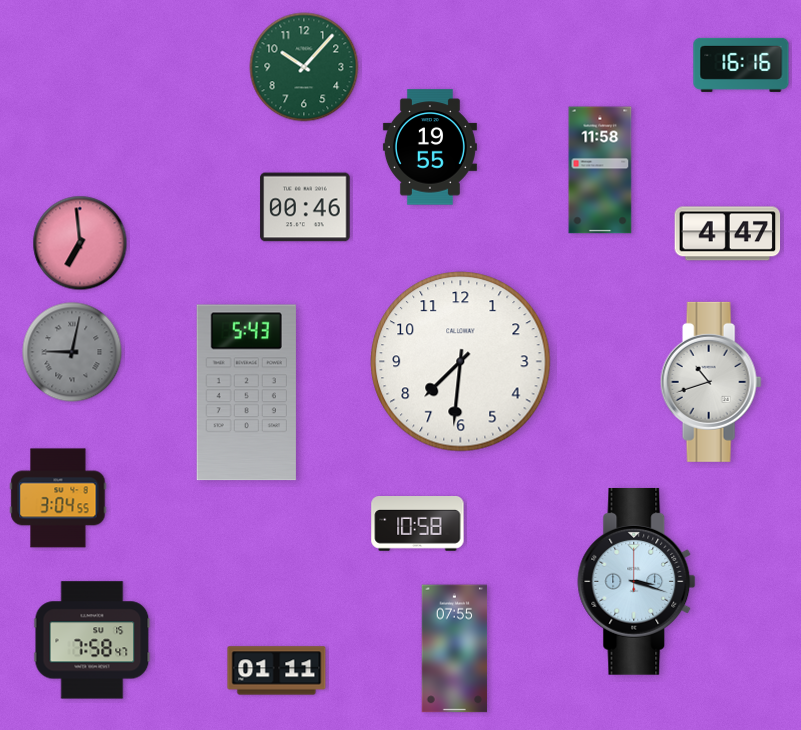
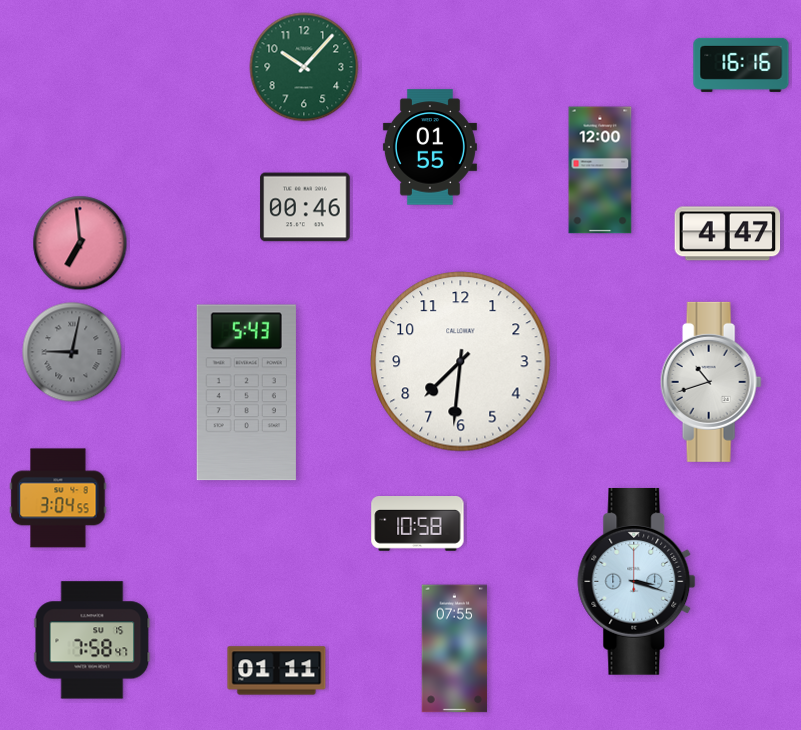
clock at (430, 147): 19:55 -> 01:55
clock at (600, 170): 11:58 -> 12:00
